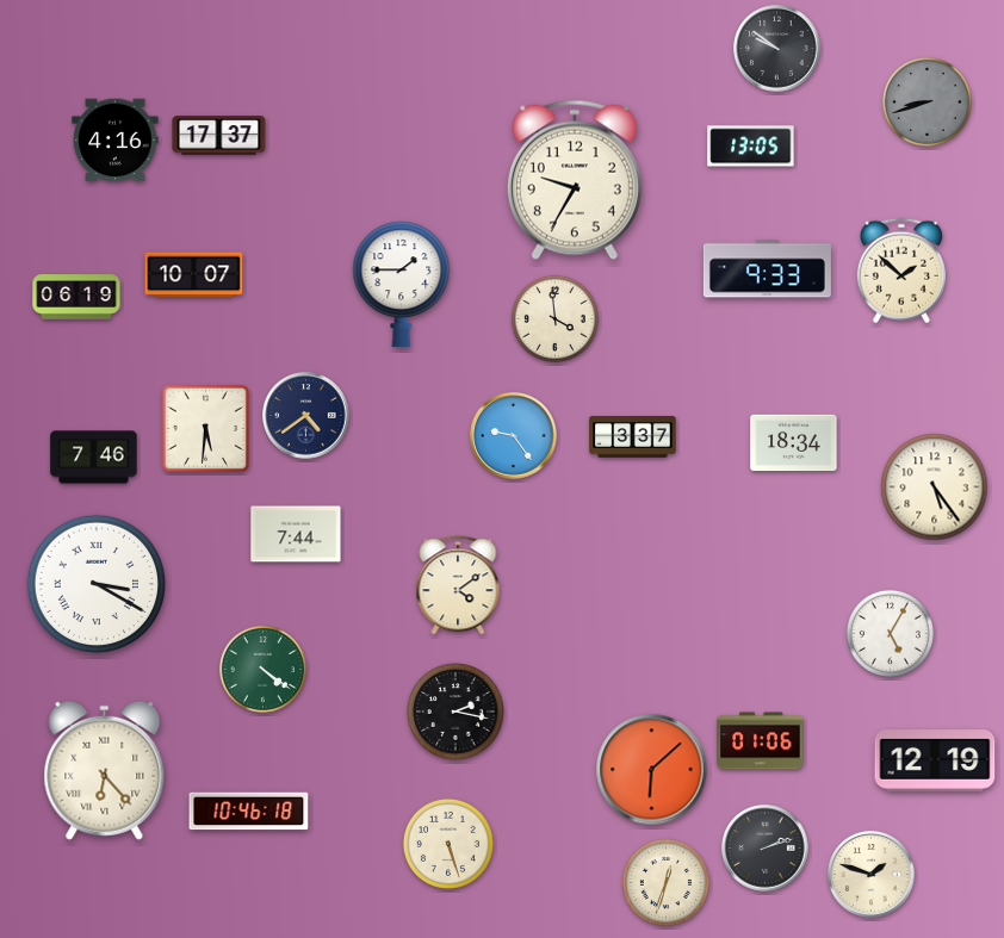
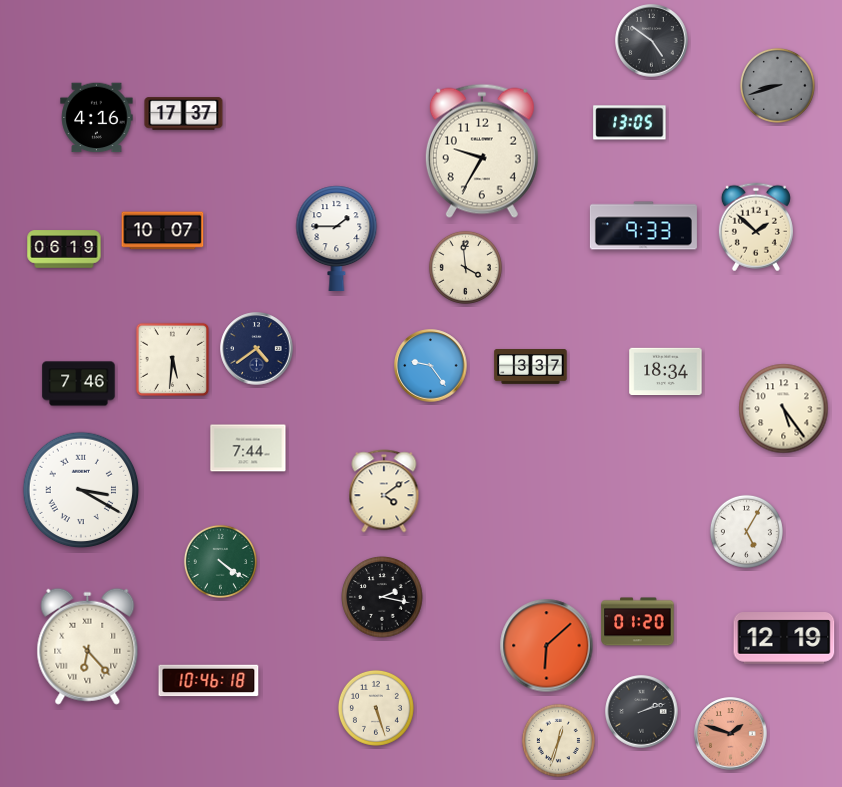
clock at (777, 49): 9:51 -> 4:51
clock at (761, 741): 01:06 -> 01:20
clock at (872, 875) dial: cream -> salmon
